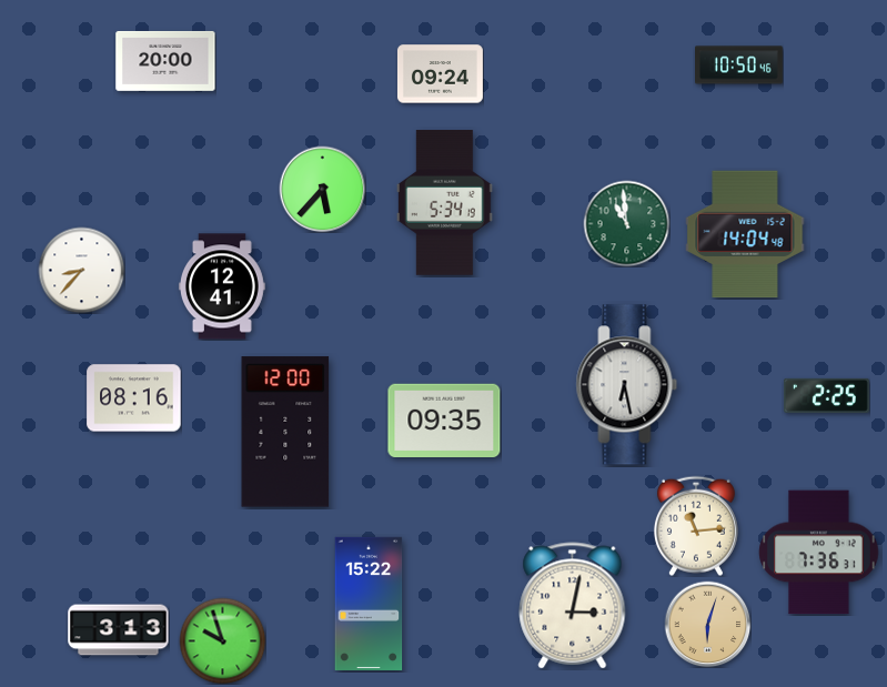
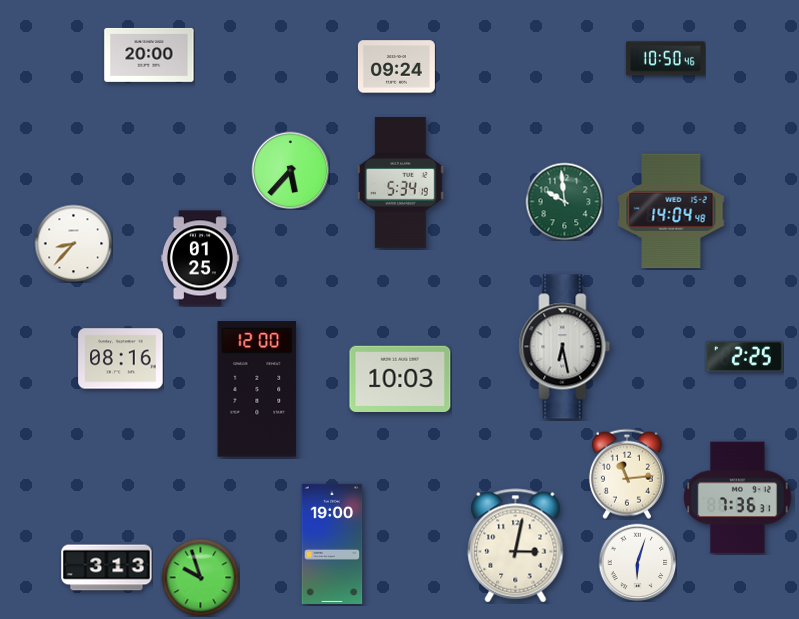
clock at (626, 223): 10:59 -> 9:59
clock at (222, 286): 12:41 -> 01:25
clock at (444, 421): 09:35 -> 10:03
clock at (369, 604): 15:22 -> 19:00
clock at (707, 624) dial: champagne -> white
